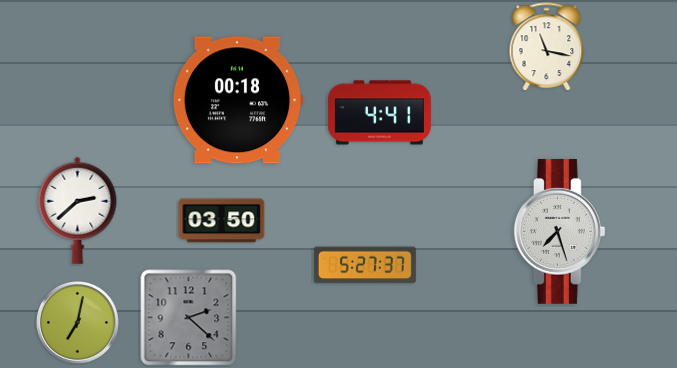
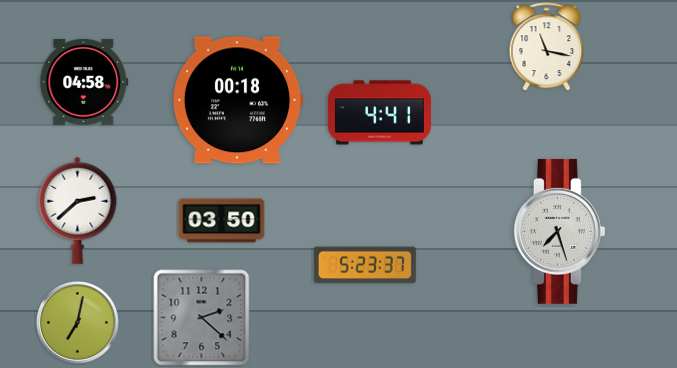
clock at (84, 82): none -> 04:58
clock at (365, 265): 5:27 -> 5:23
clock at (189, 318) position: (189, 318) -> (202, 318)
